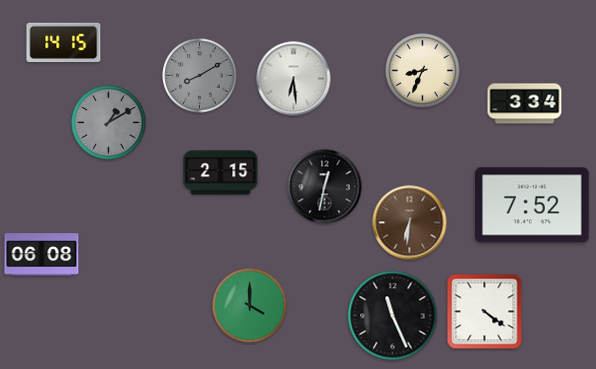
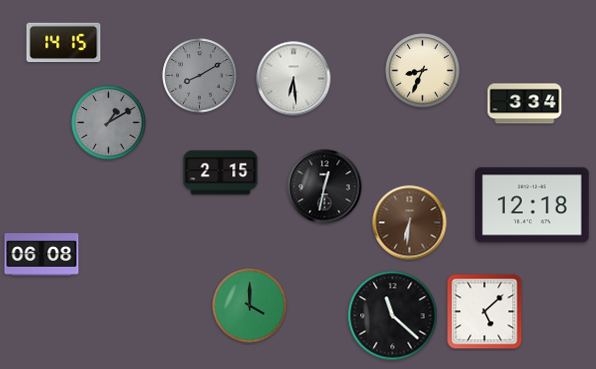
clock at (532, 205): 7:52 -> 12:18
clock at (485, 312): 4:21 -> 5:08
clock at (393, 316): 11:26 -> 11:22
